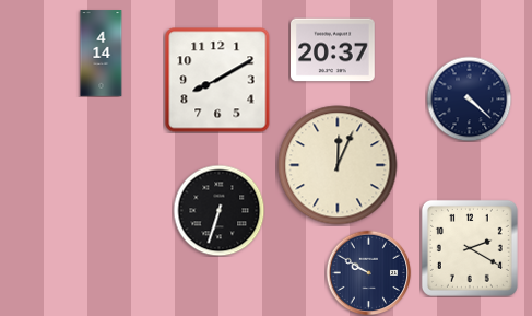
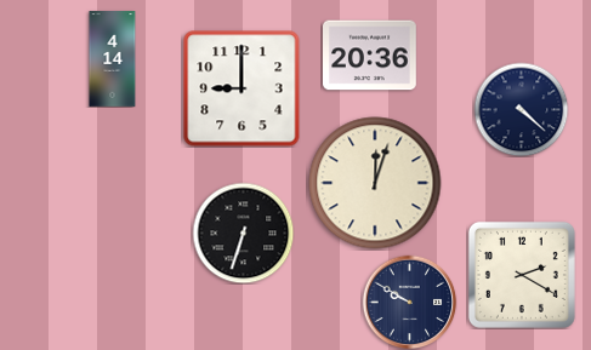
clock at (333, 50): 20:37 -> 20:36
clock at (217, 80): 8:10 -> 9:00
clock at (338, 165): 12:04 -> 12:03
